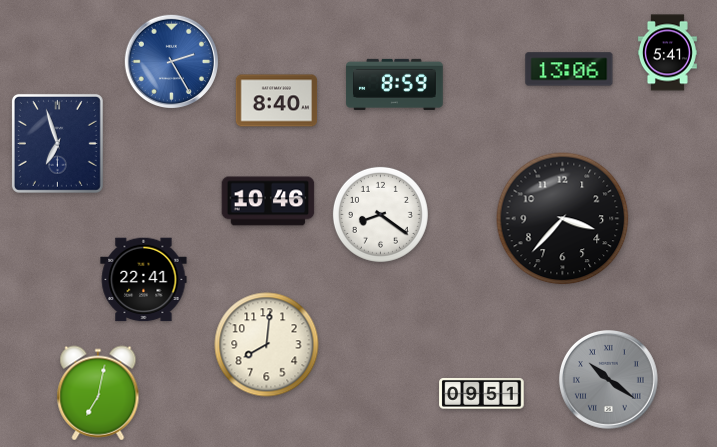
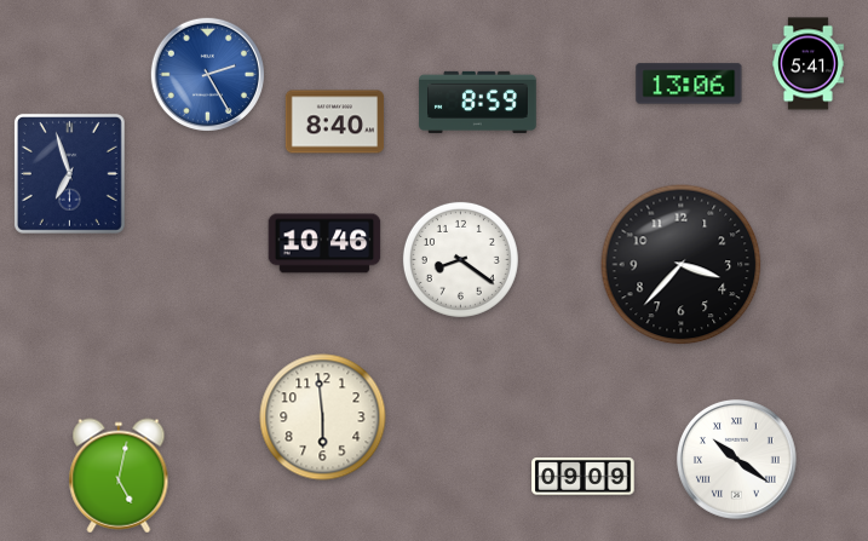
clock at (144, 280): 22:41 -> none
clock at (267, 345): 8:01 -> 5:59
clock at (608, 379) dial: grey -> white
clock at (98, 393): 7:02 -> 5:02
clock at (482, 394): 09:51 -> 09:09
